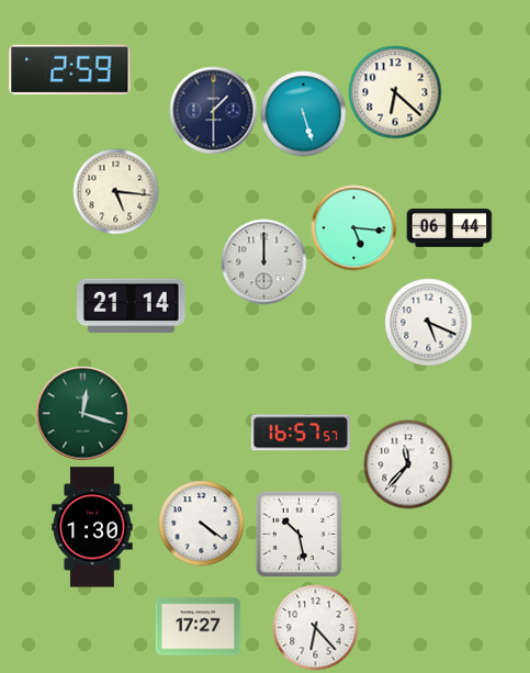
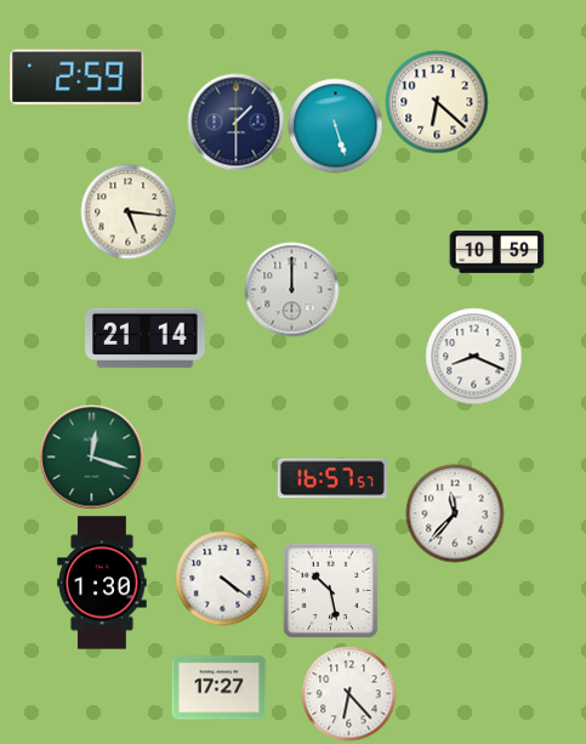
clock at (353, 227): 5:16 -> none
clock at (449, 228): 06:44 -> 10:59
clock at (428, 322): 5:19 -> 8:19
clock at (408, 464) position: (408, 464) -> (455, 513)
clock at (198, 627) position: (198, 627) -> (218, 688)
